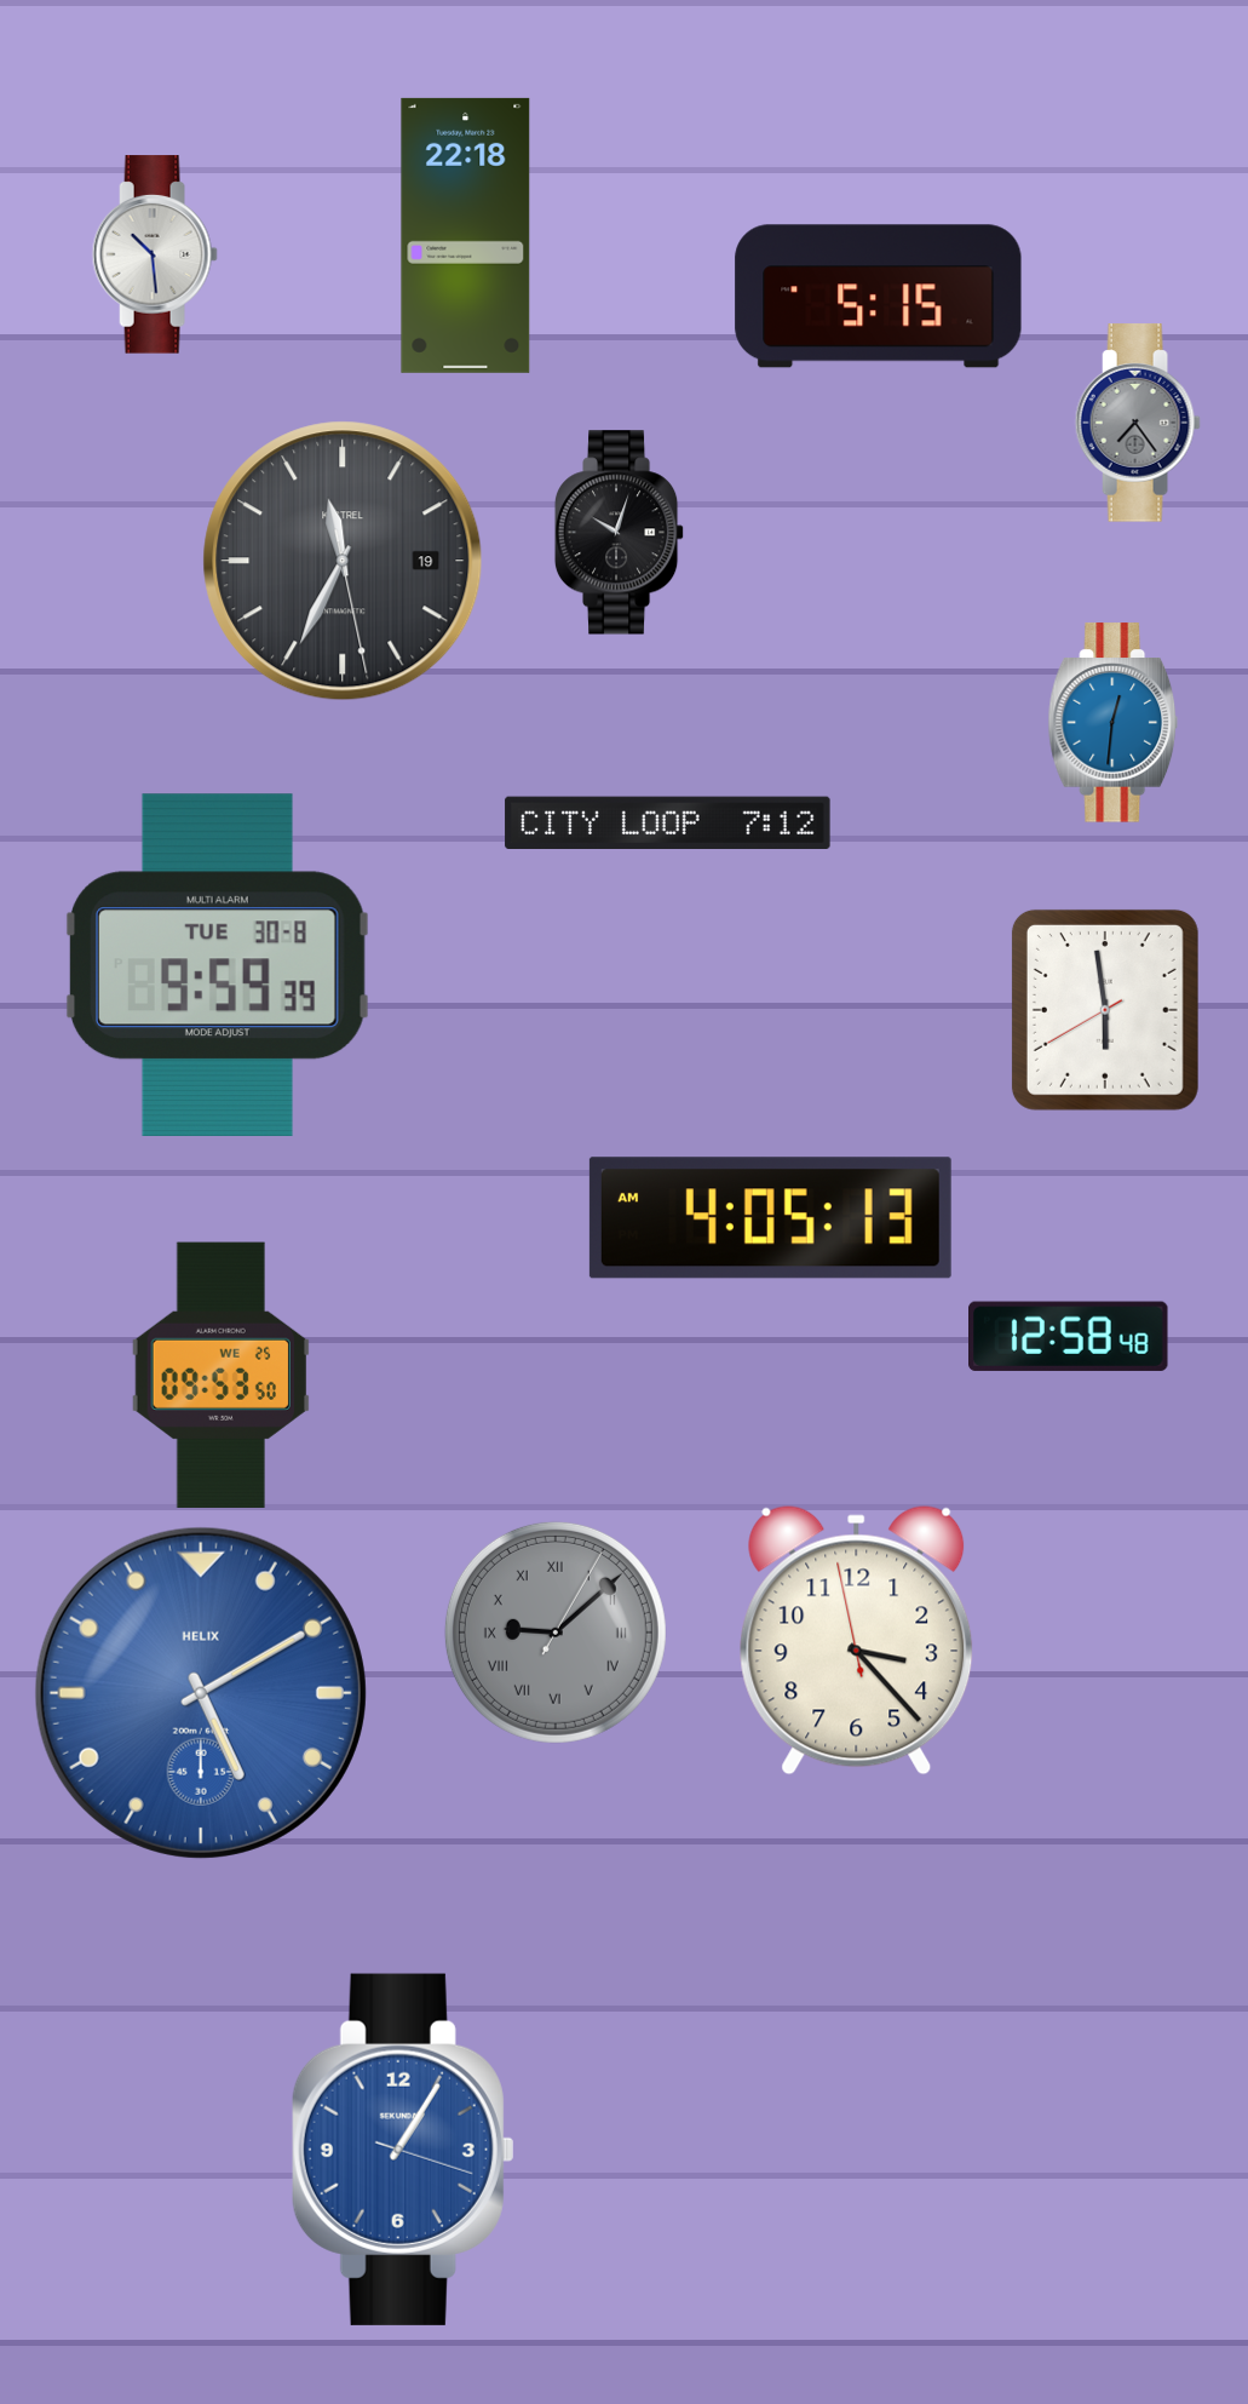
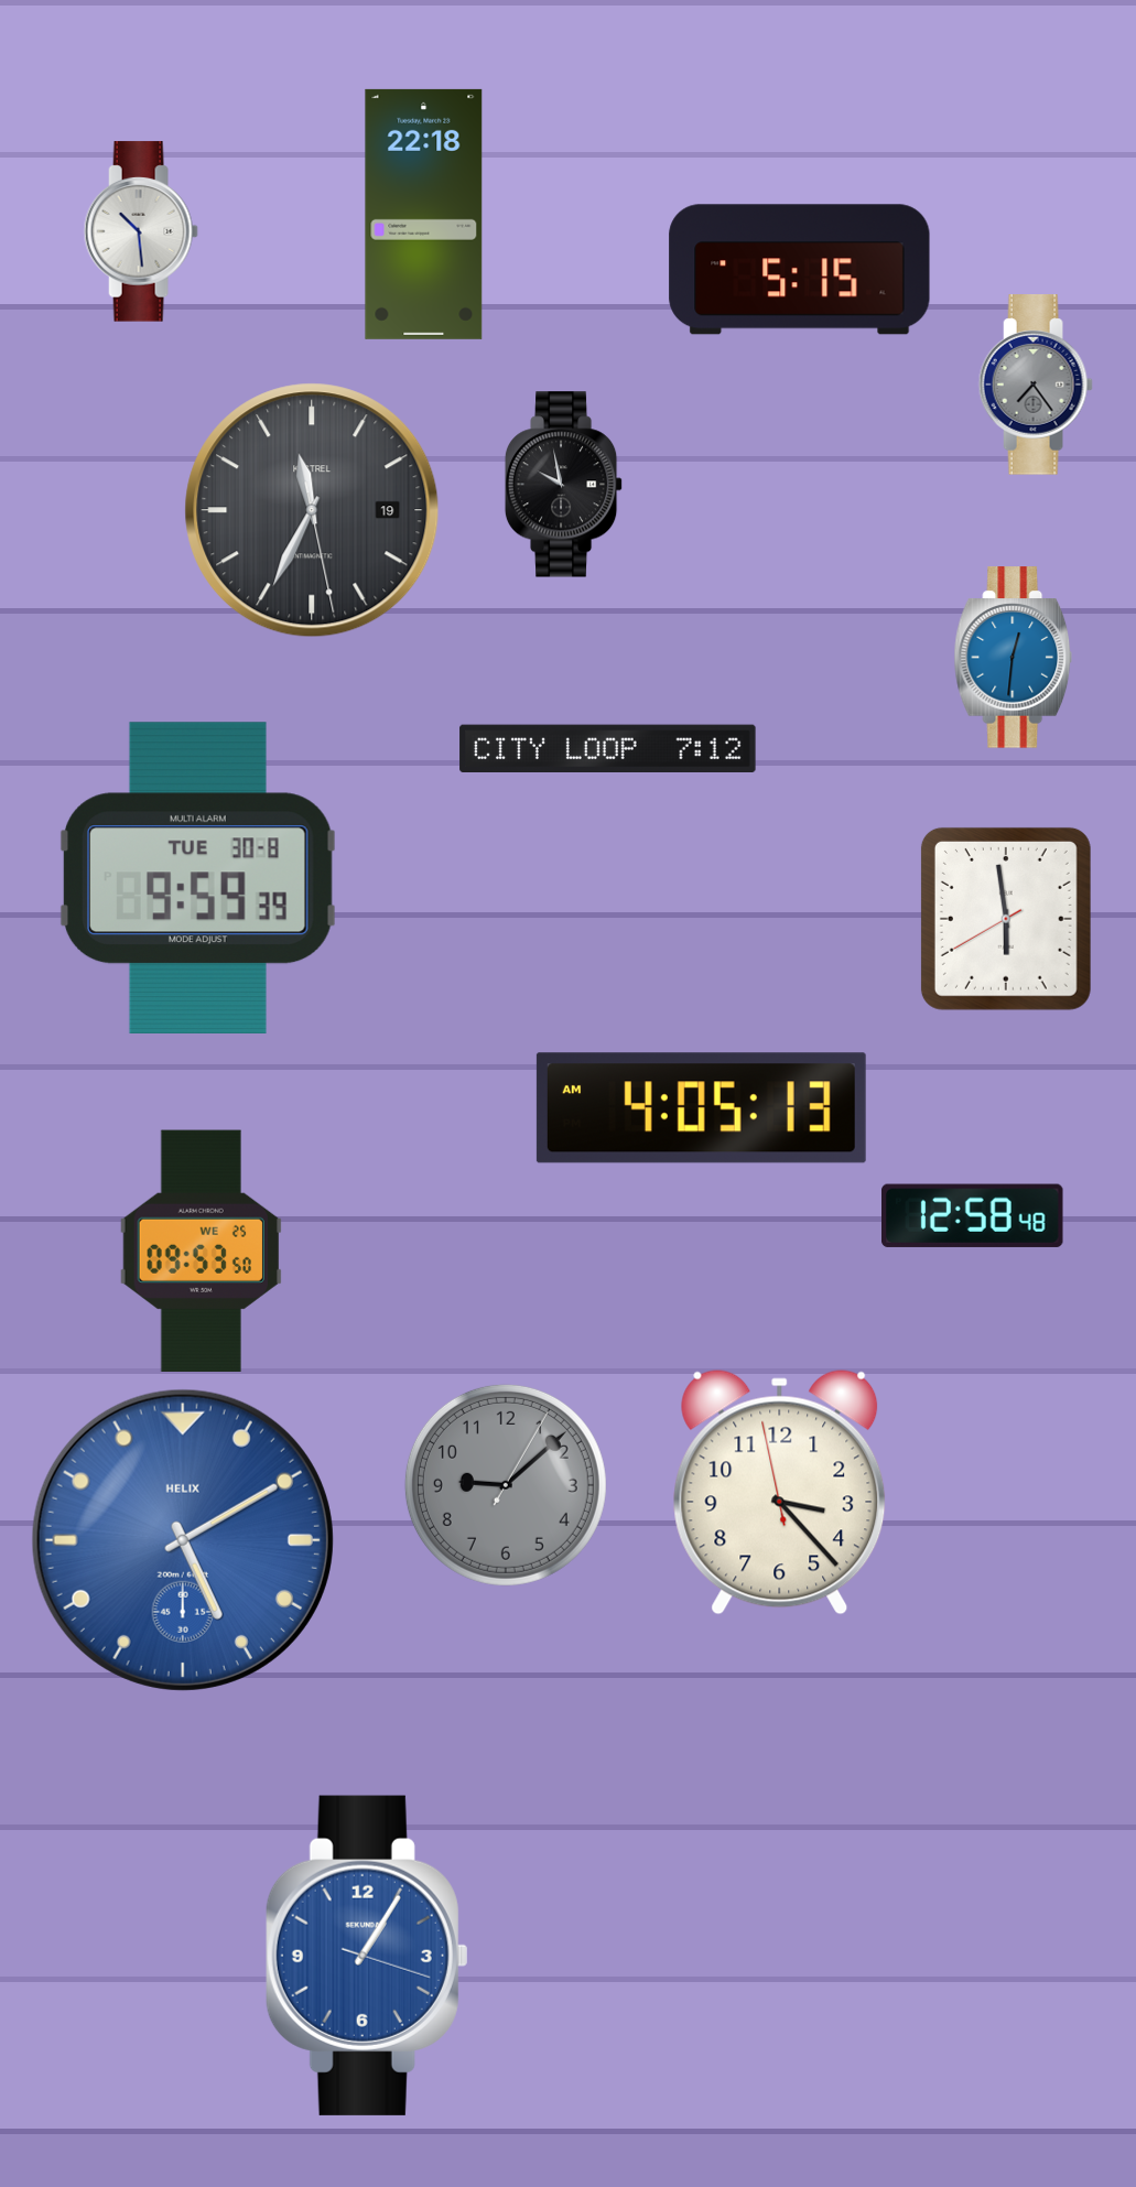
clock at (620, 533): 10:03 -> 9:58
clock at (556, 1633) numerals: Roman -> Arabic
